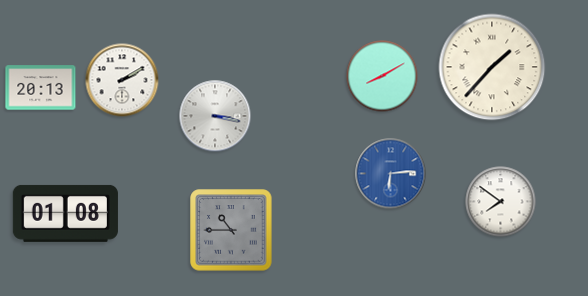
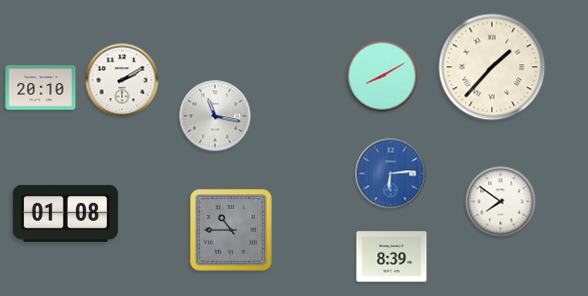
clock at (41, 88): 20:13 -> 20:10
clock at (215, 116): 3:17 -> 11:17
clock at (392, 257): none -> 8:39
